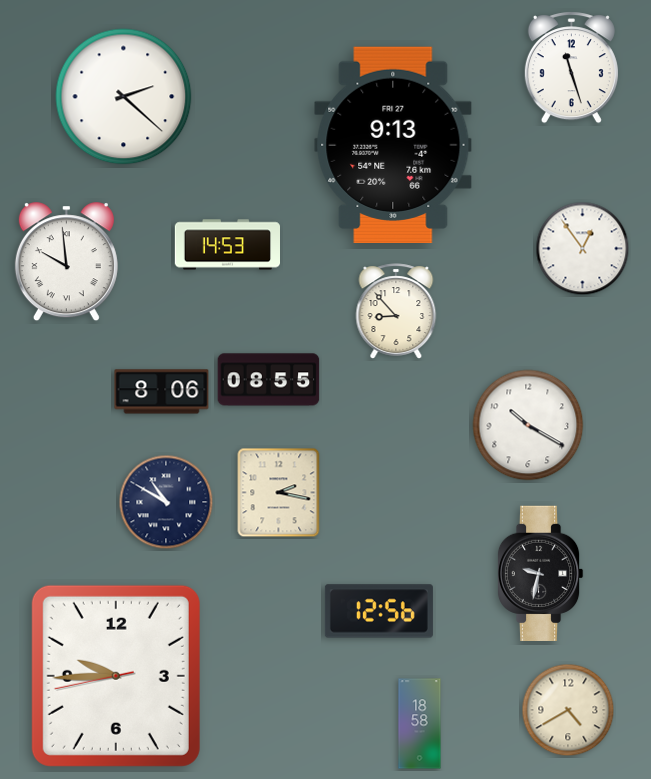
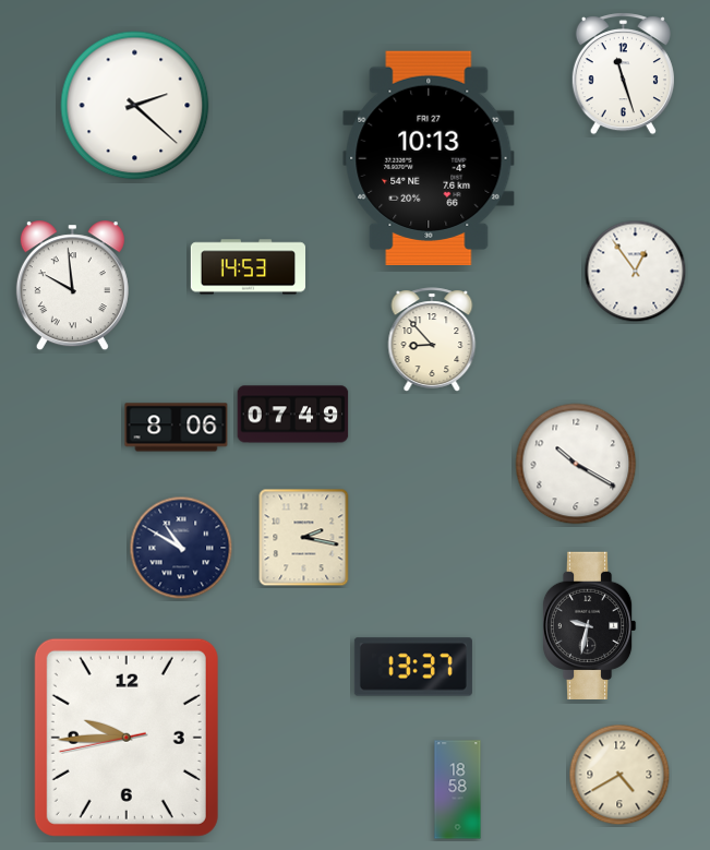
clock at (393, 145): 9:13 -> 10:13
clock at (269, 380): 08:55 -> 07:49
clock at (379, 611): 12:56 -> 13:37
